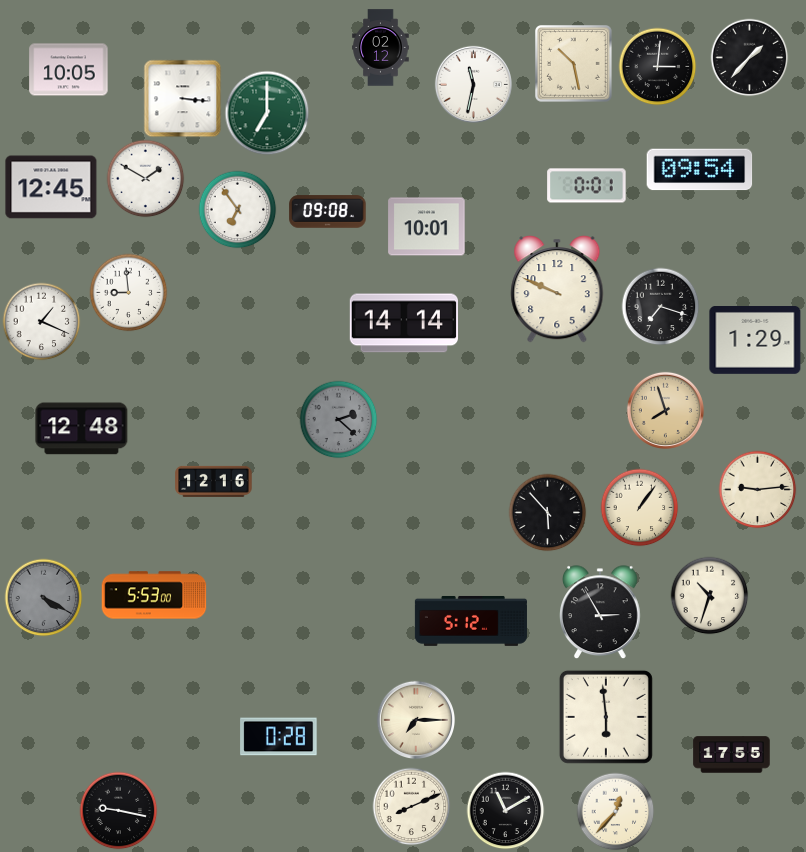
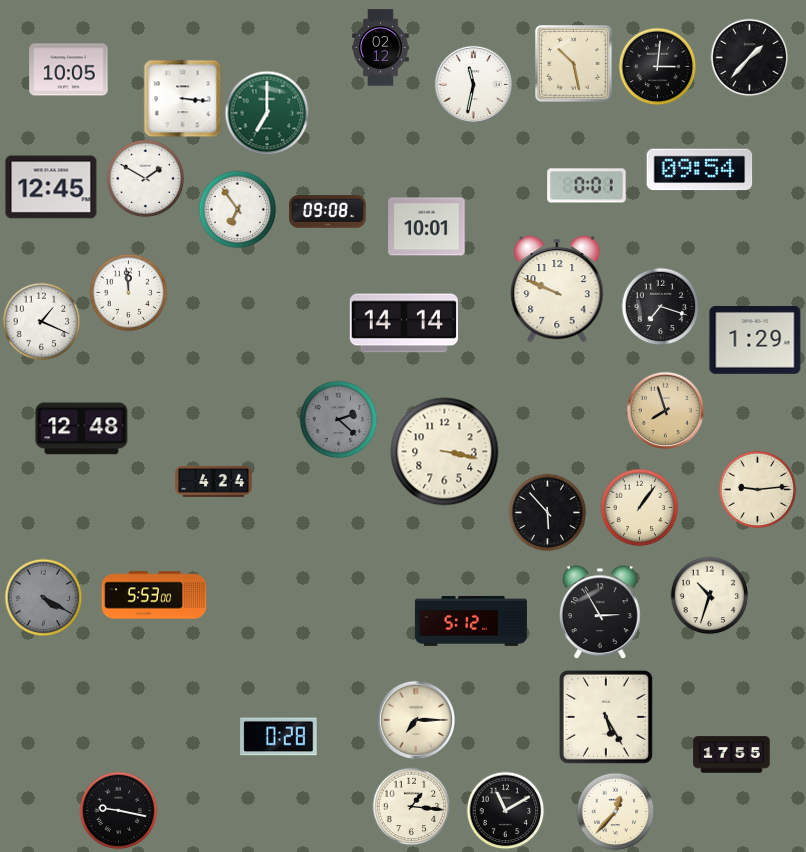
clock at (128, 292): 8:59 -> 11:59
clock at (445, 452): none -> 3:17
clock at (214, 481): 12:16 -> 4:24
clock at (606, 717): 5:59 -> 5:25
clock at (411, 806): 8:11 -> 1:16
